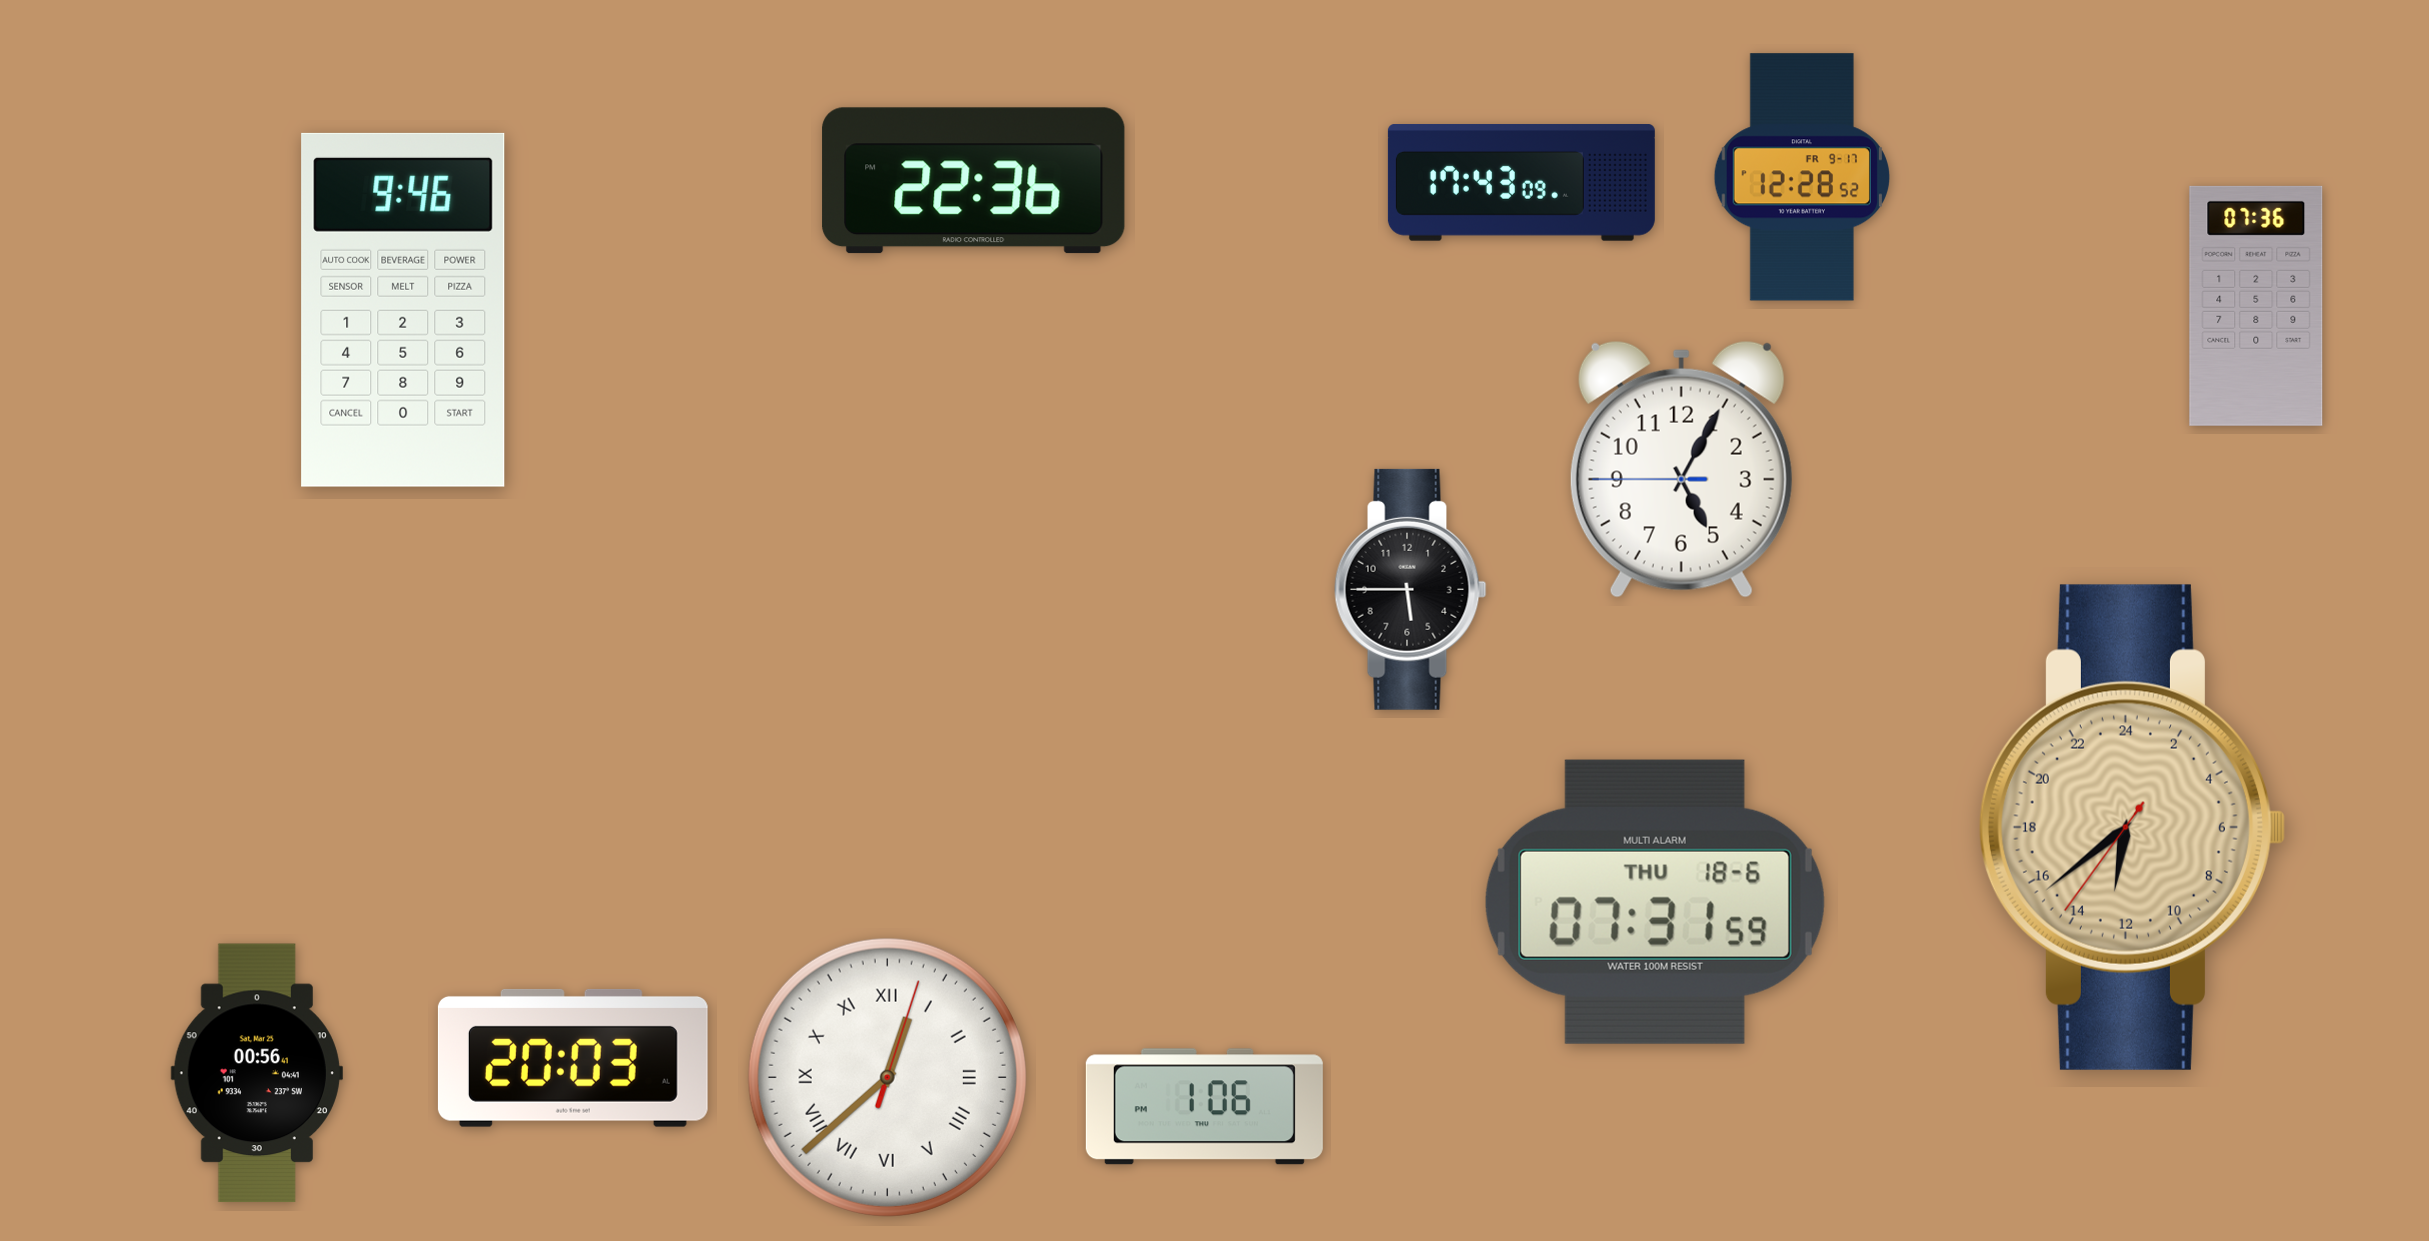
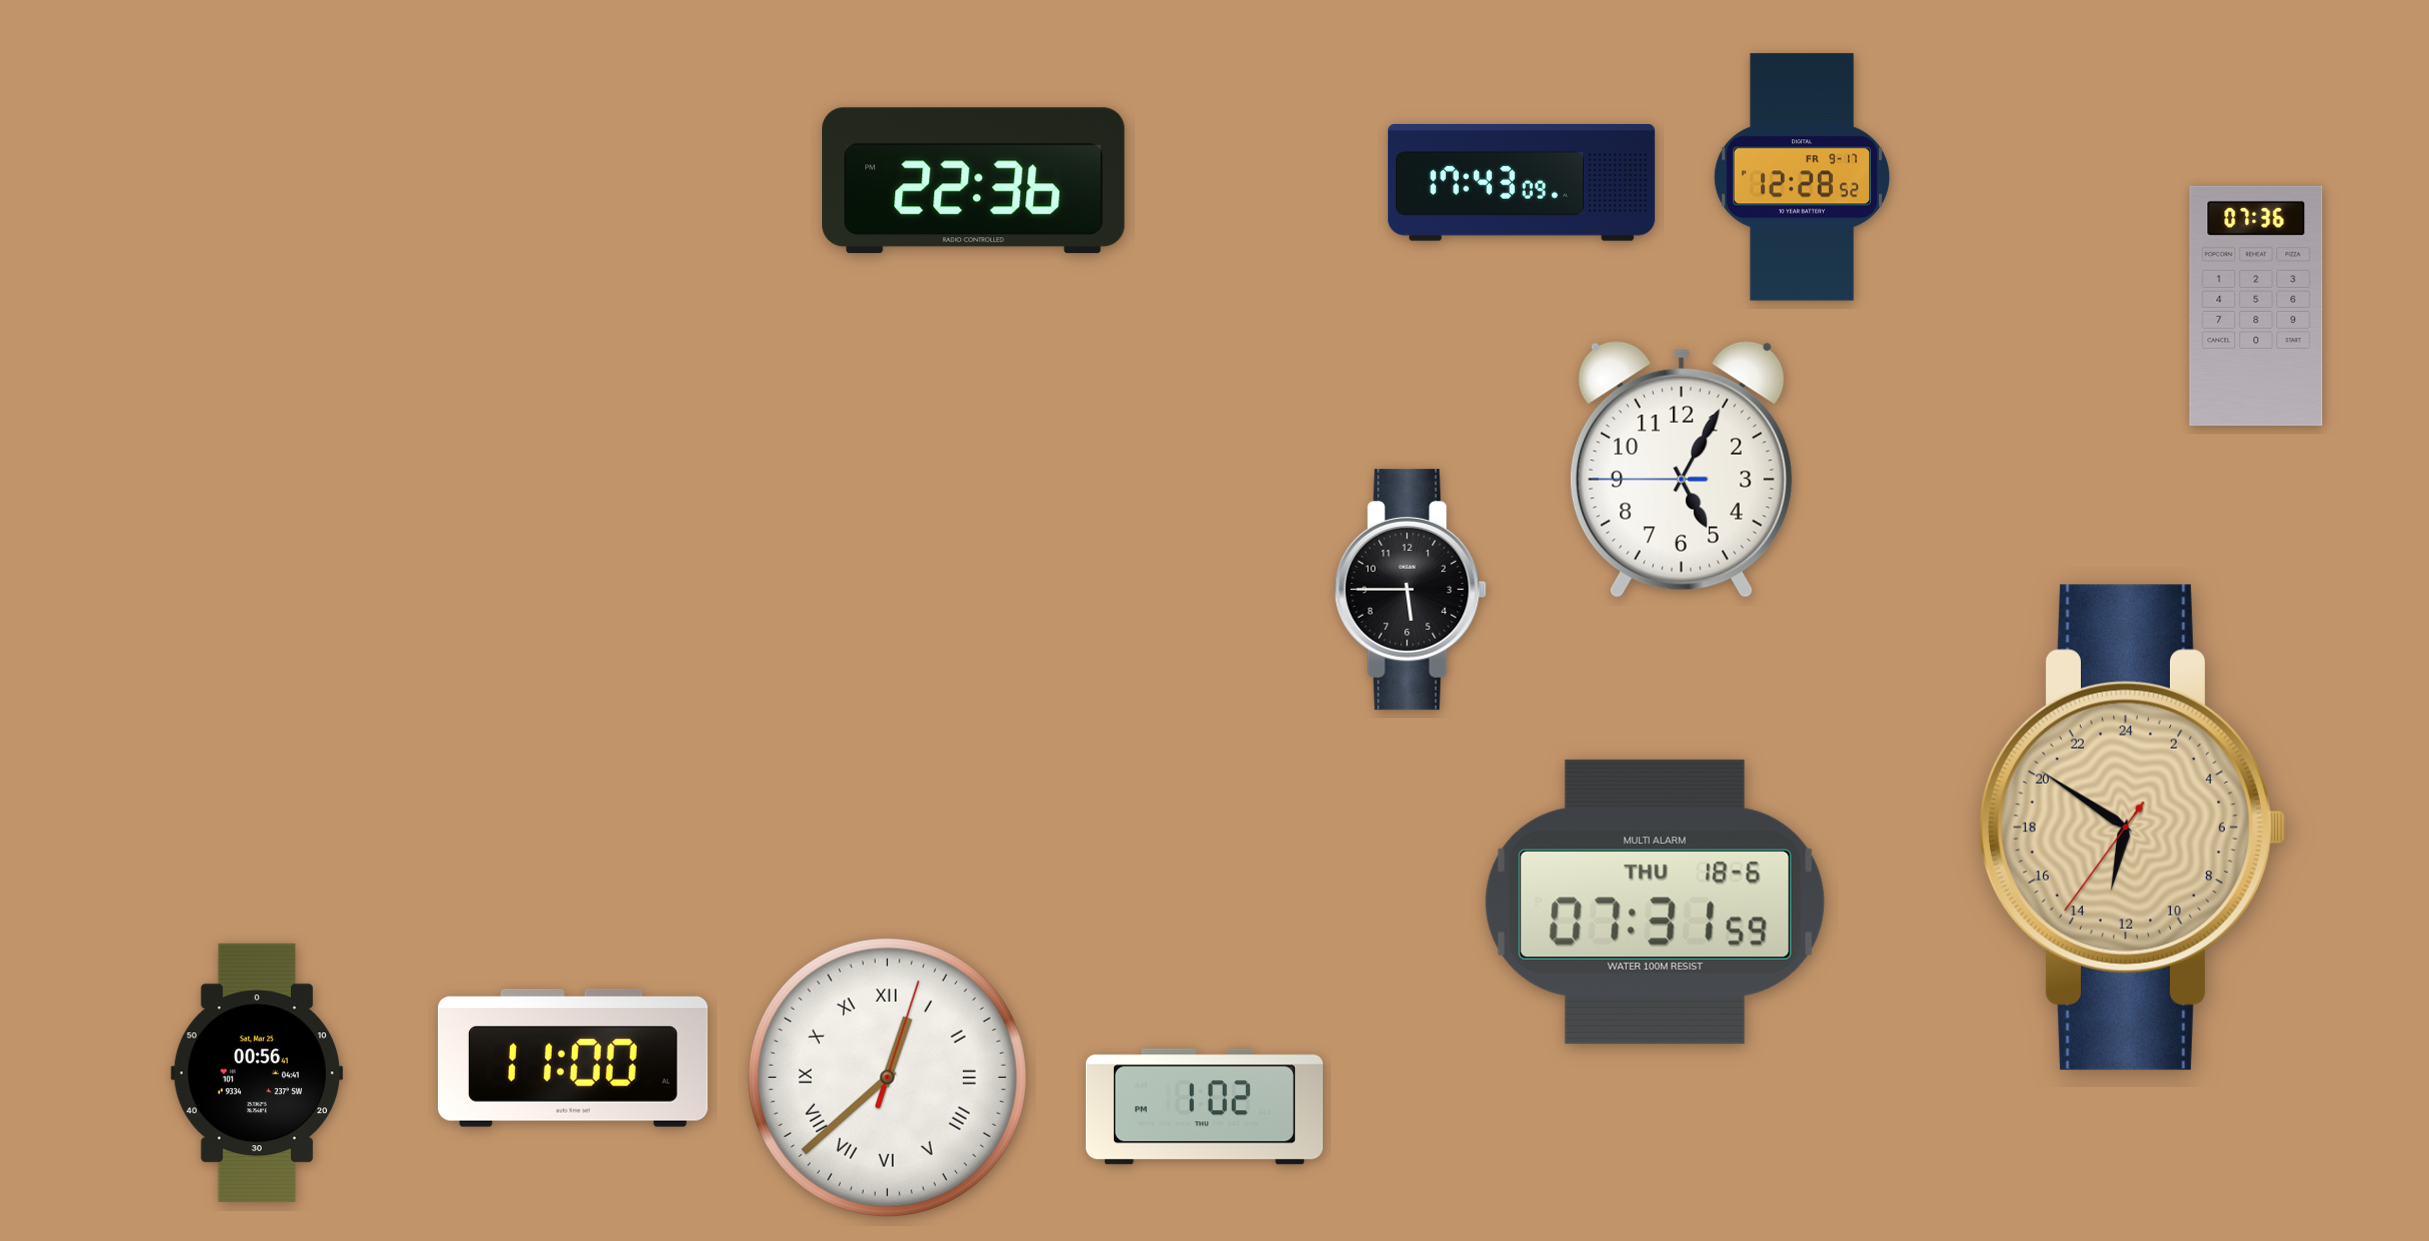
clock at (403, 310): 9:46 -> none
clock at (2132, 827): 12:38 -> 12:50
clock at (573, 1058): 20:03 -> 11:00
clock at (1204, 1107): 1:06 -> 1:02
